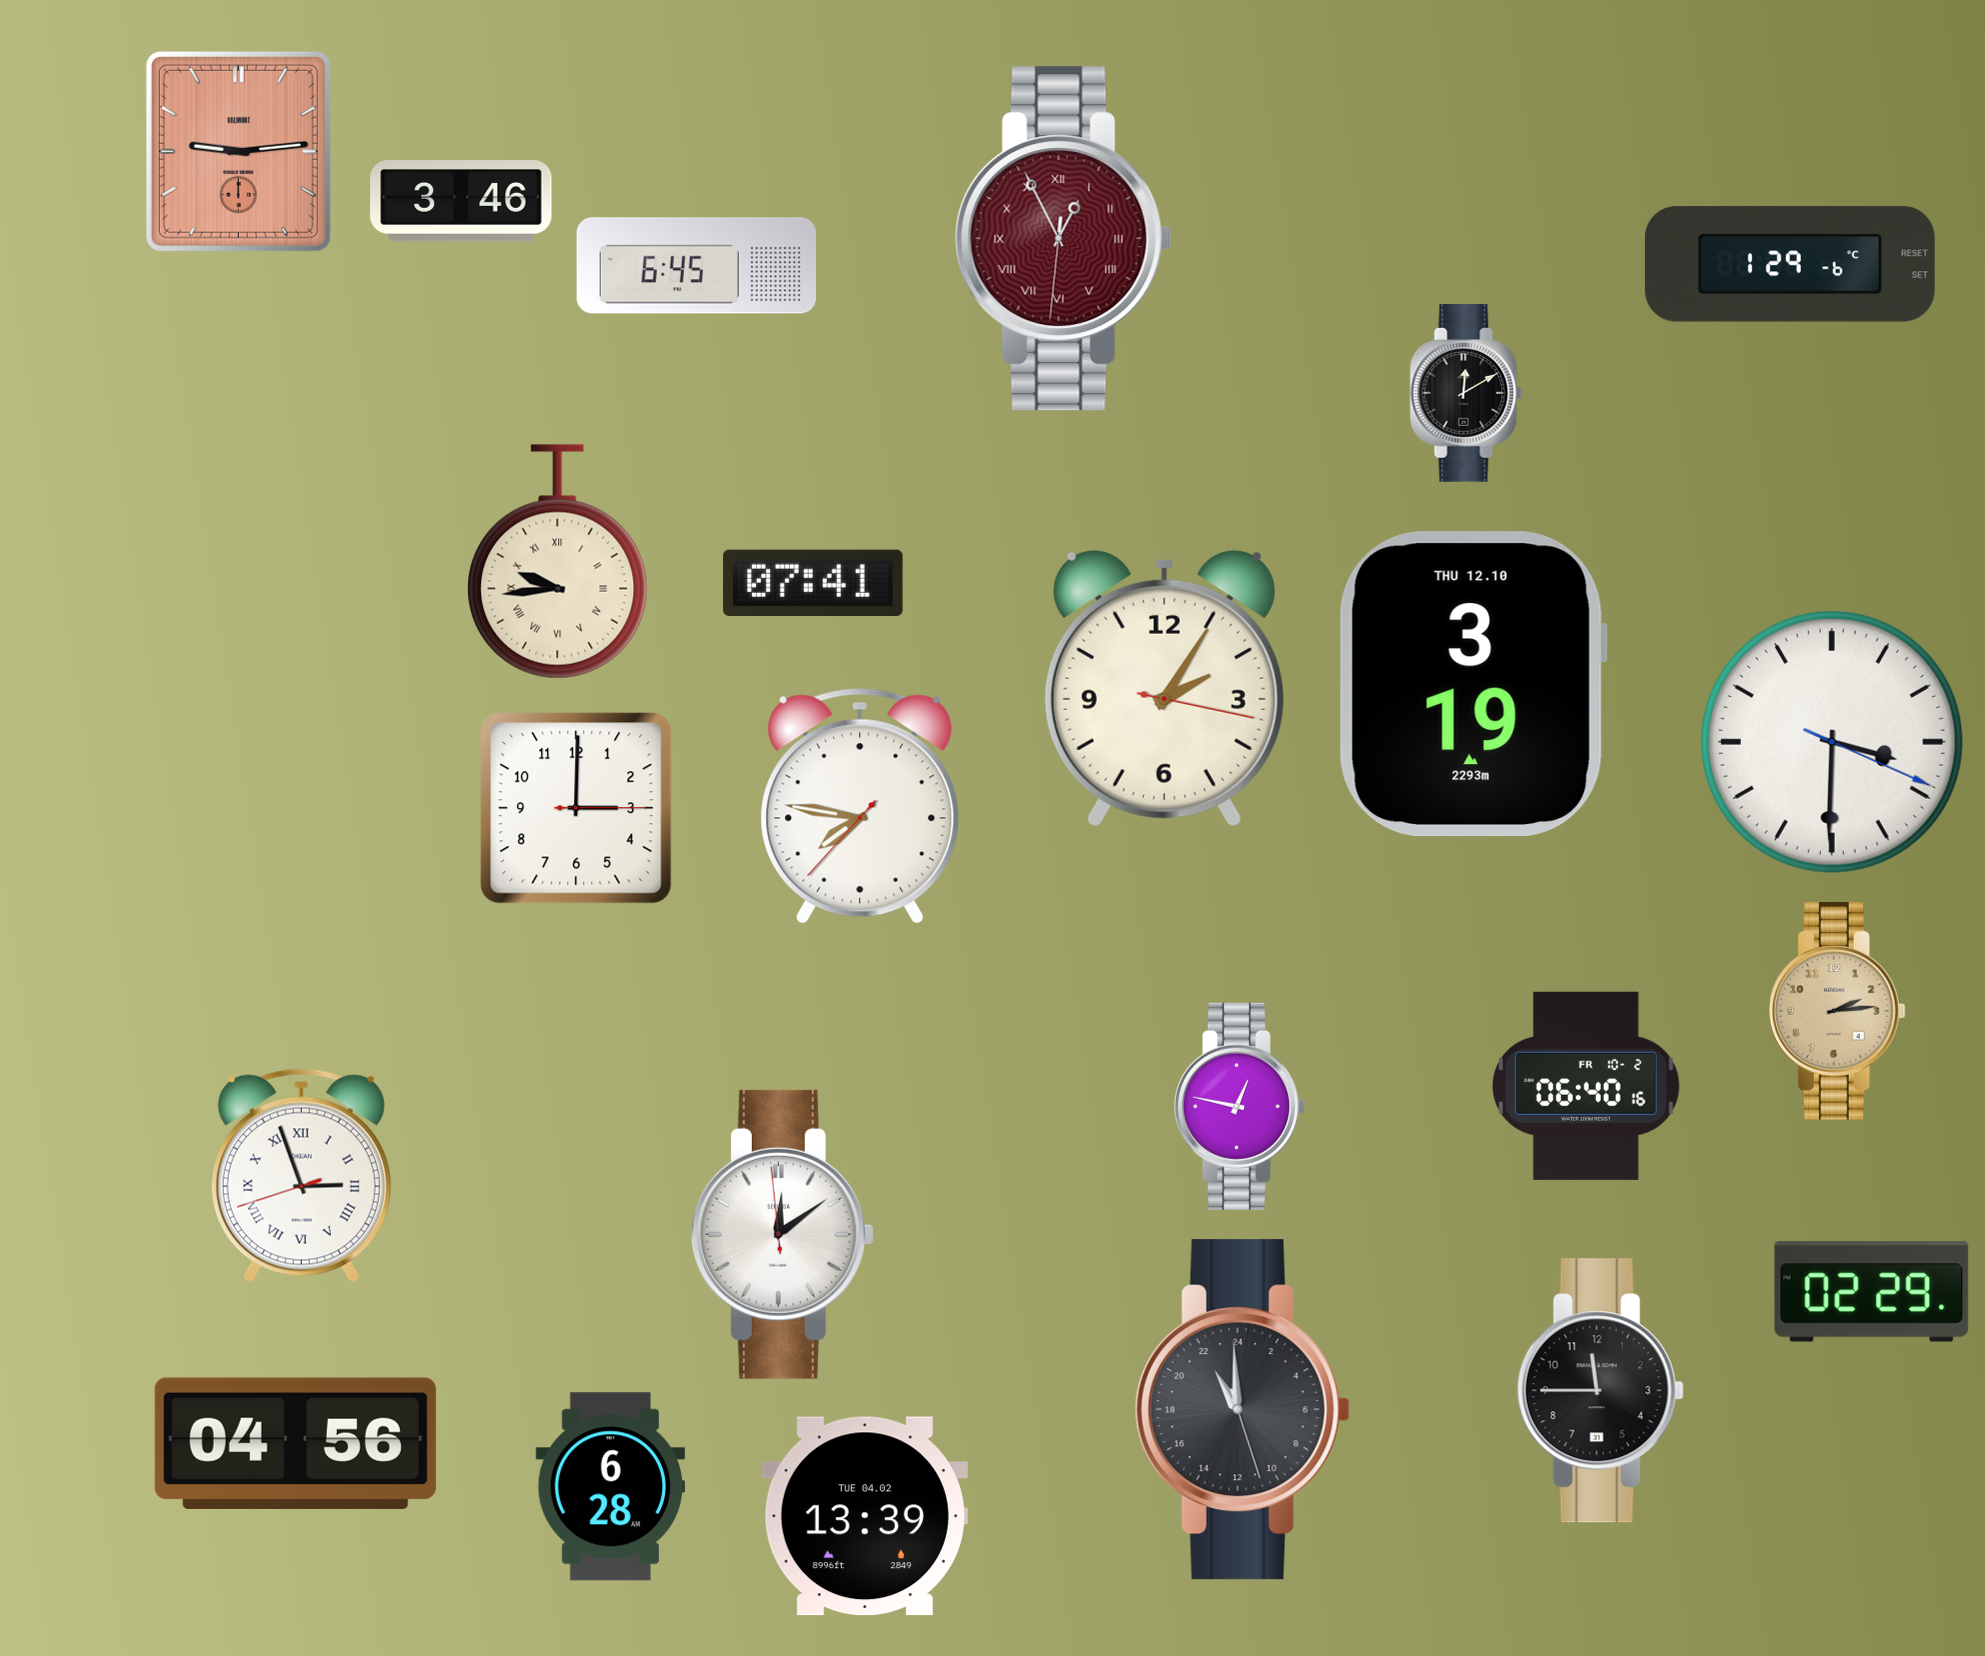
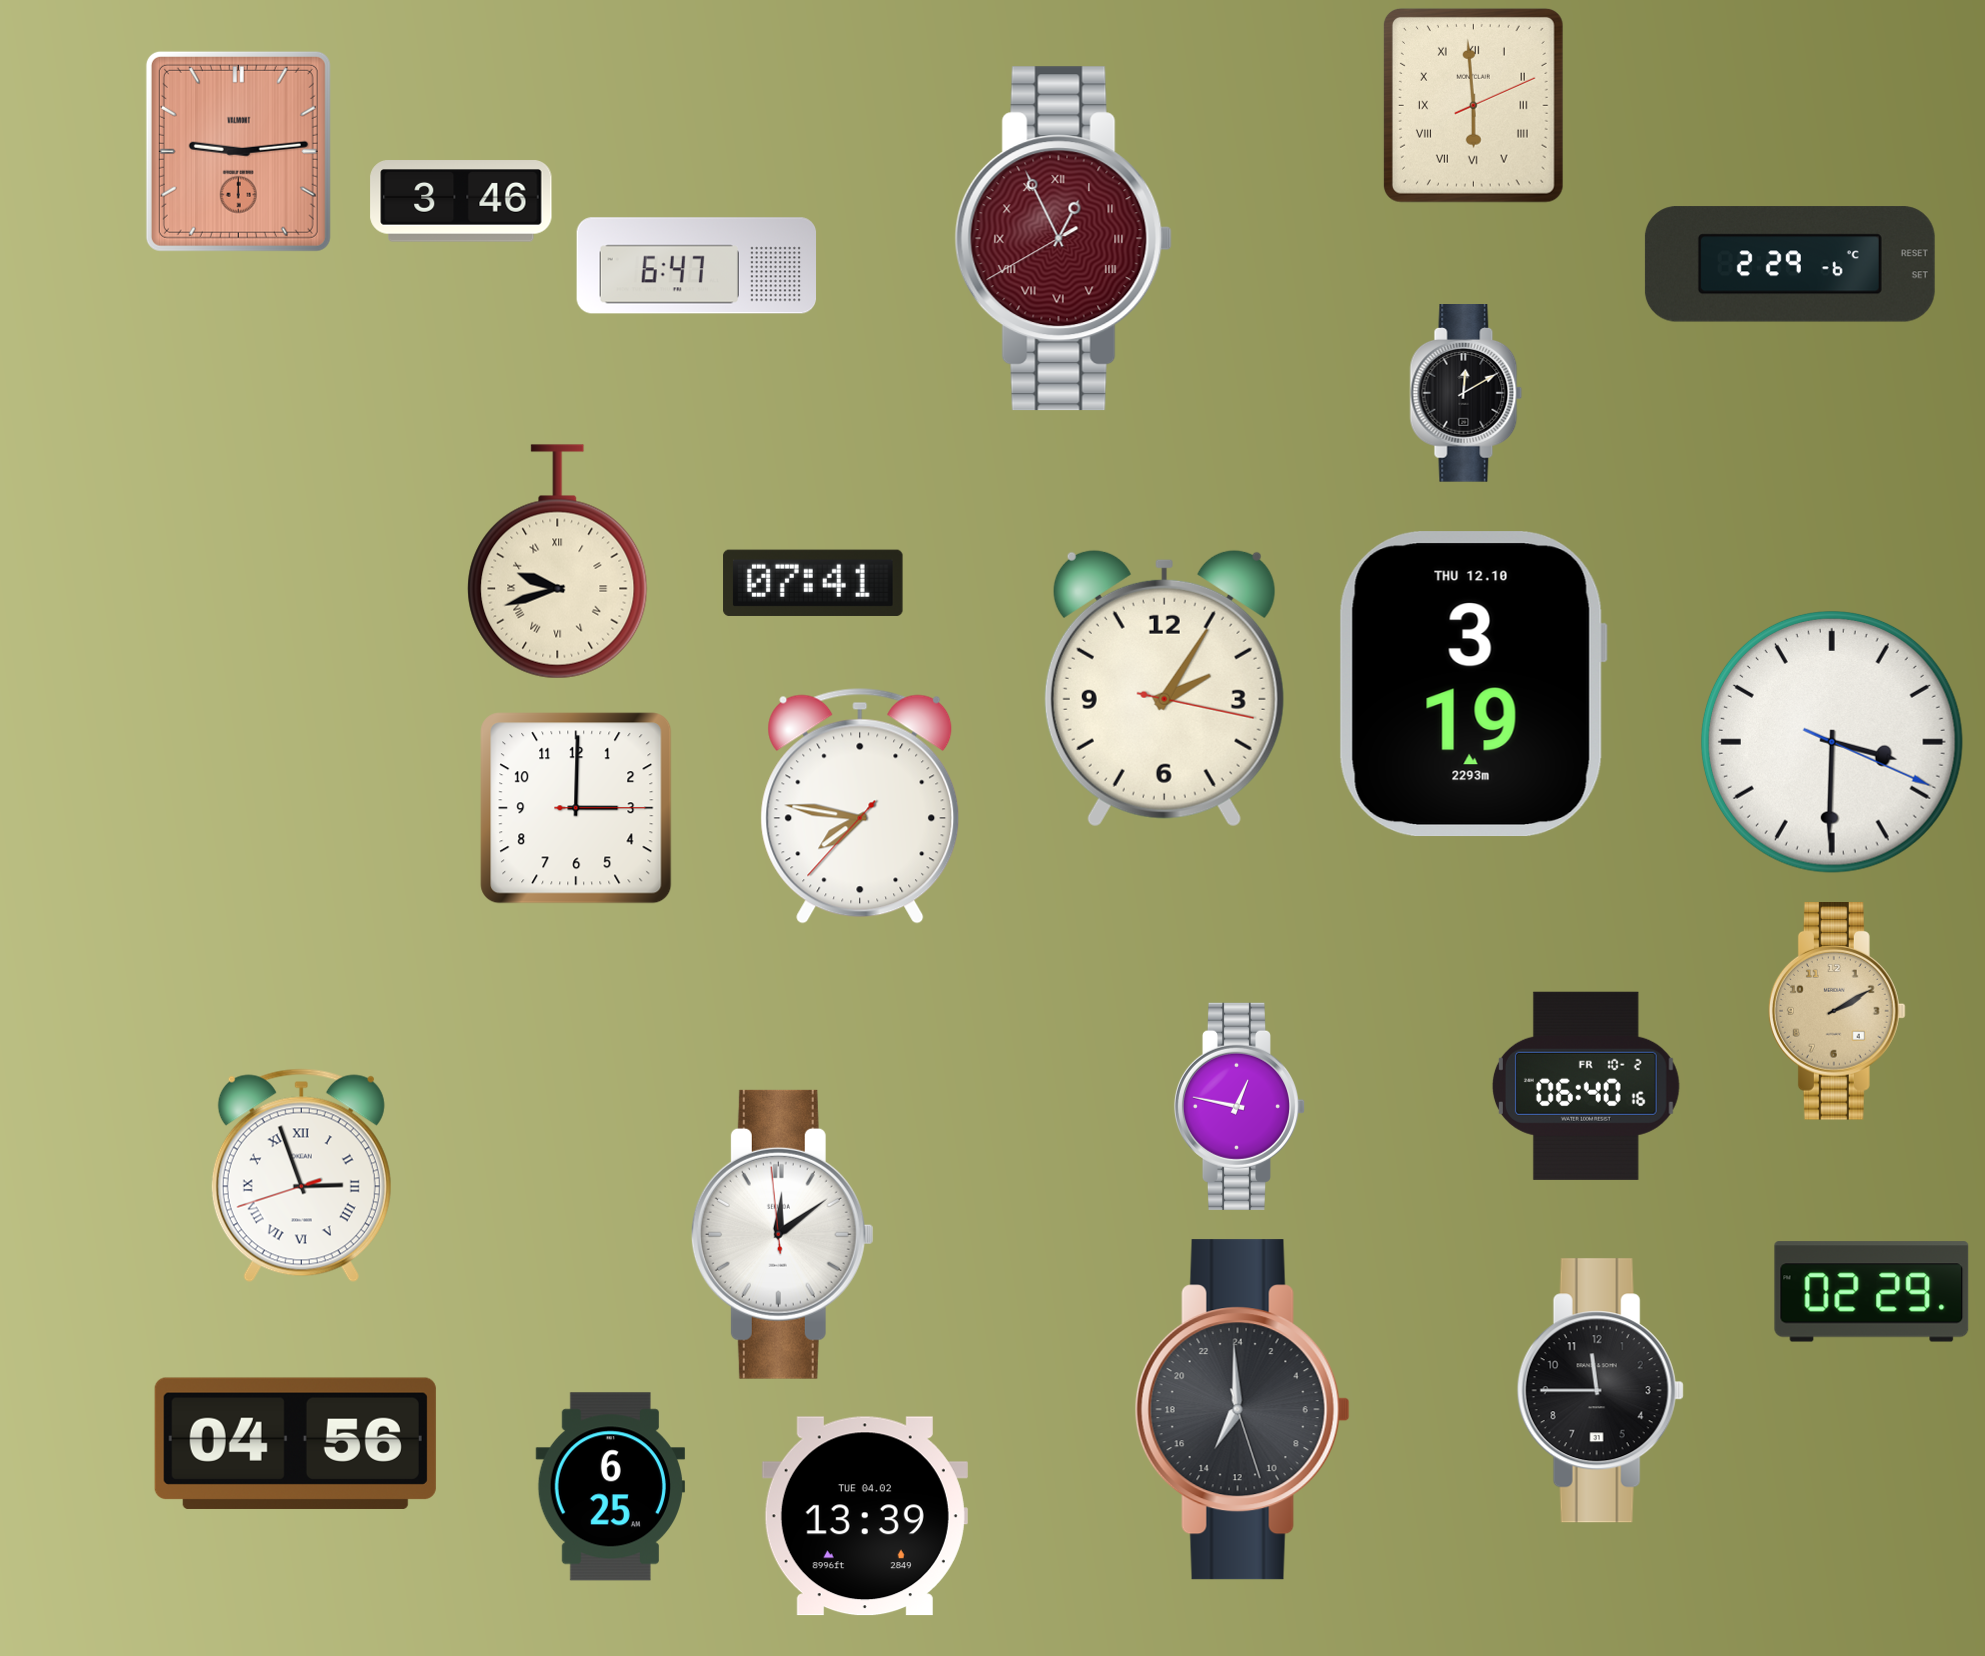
clock at (1473, 105): none -> 5:59
clock at (1063, 239): 12:55:31 -> 12:55:40
clock at (1790, 264): 1:29 -> 2:29
clock at (697, 266): 6:45 -> 6:47
clock at (558, 562): 9:44 -> 9:42
clock at (1837, 1011): 2:14 -> 2:10
clock at (1242, 1410): 21:59 -> 13:59
clock at (610, 1487): 6:28 -> 6:25
